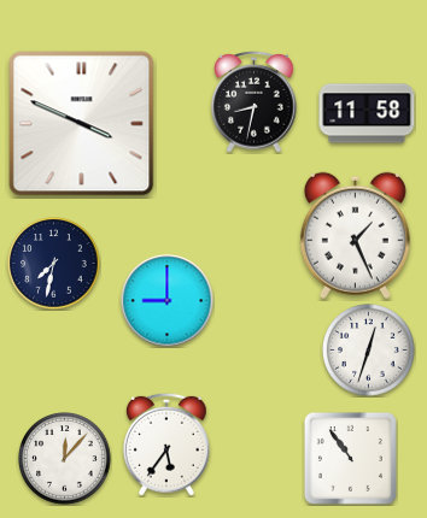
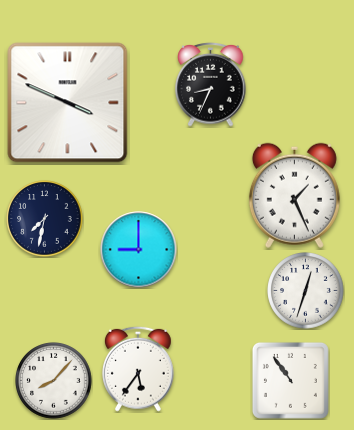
clock at (255, 102): 8:32 -> 8:34
clock at (367, 113): 11:58 -> none
clock at (65, 459): 12:07 -> 8:07
